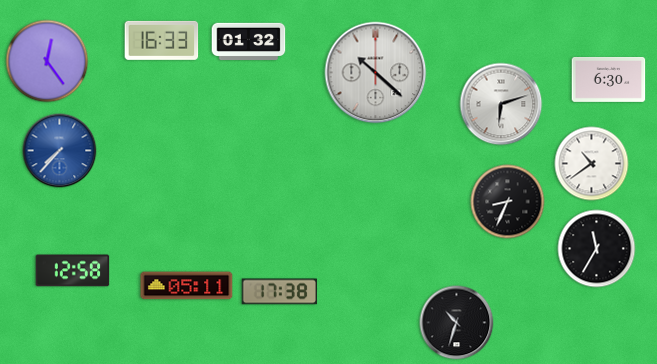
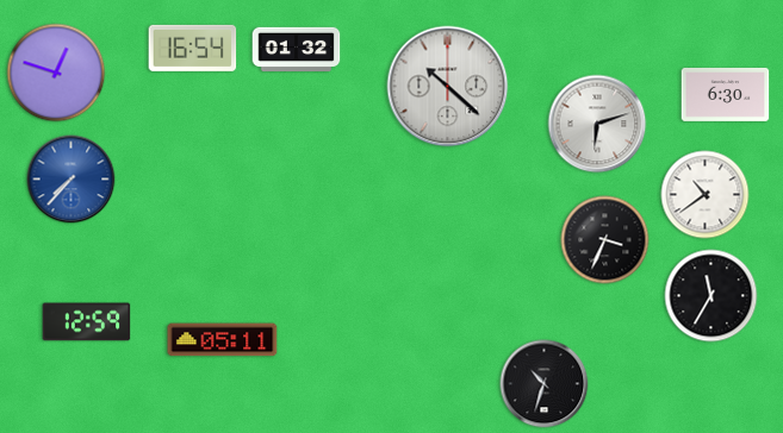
clock at (162, 40): 16:33 -> 16:54
clock at (47, 61): 12:24 -> 12:48
clock at (508, 202): 8:34 -> 3:34
clock at (73, 271): 12:58 -> 12:59
clock at (279, 292): 17:38 -> none
